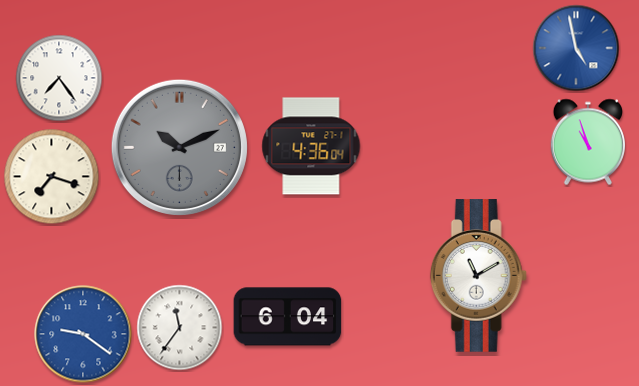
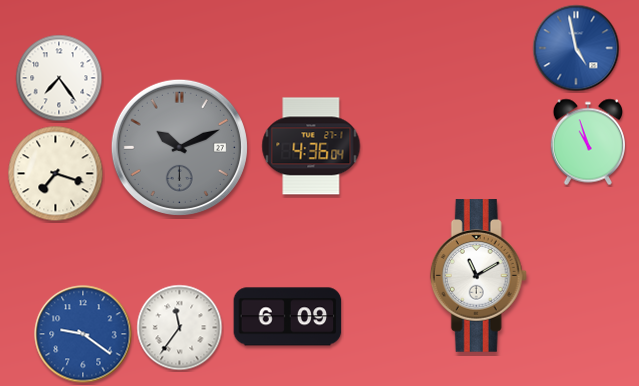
clock at (52, 177) position: (52, 177) -> (56, 174)
clock at (288, 317): 6:04 -> 6:09
